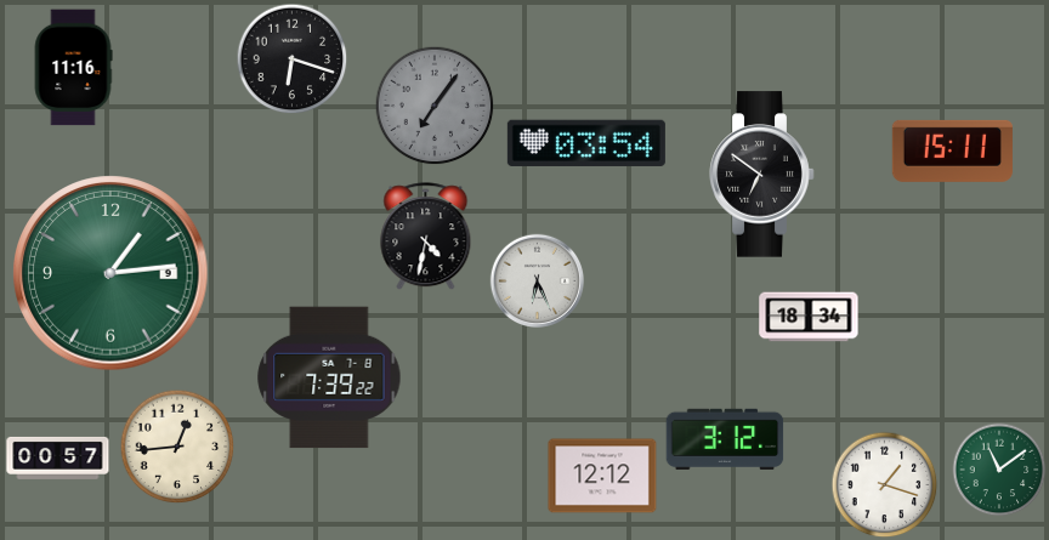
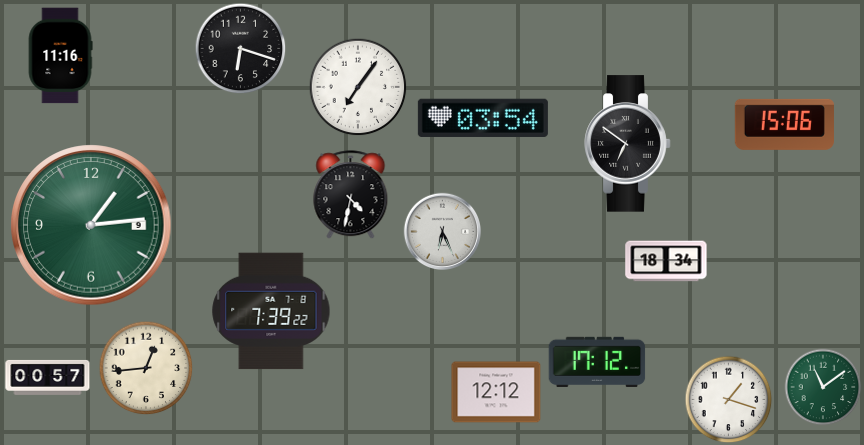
clock at (435, 106) dial: grey -> white
clock at (952, 150): 15:11 -> 15:06
clock at (725, 439): 3:12 -> 17:12
